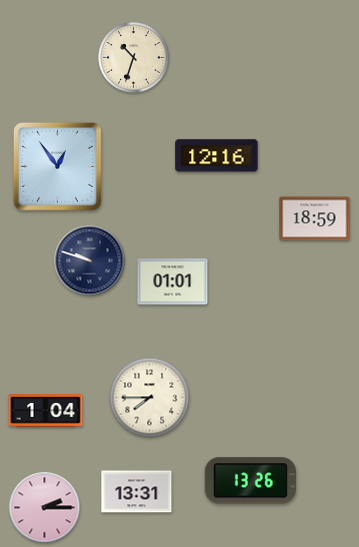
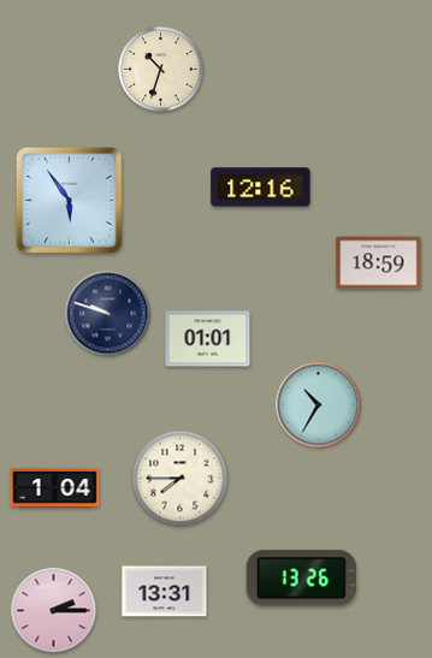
clock at (57, 166): 12:54 -> 5:54
clock at (319, 405): none -> 10:35
clock at (46, 411) position: (46, 411) -> (55, 488)
